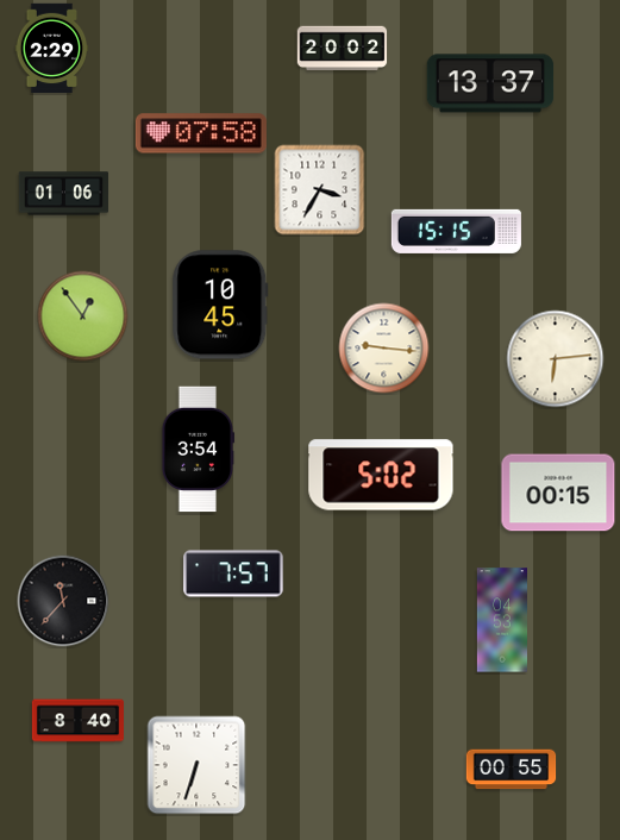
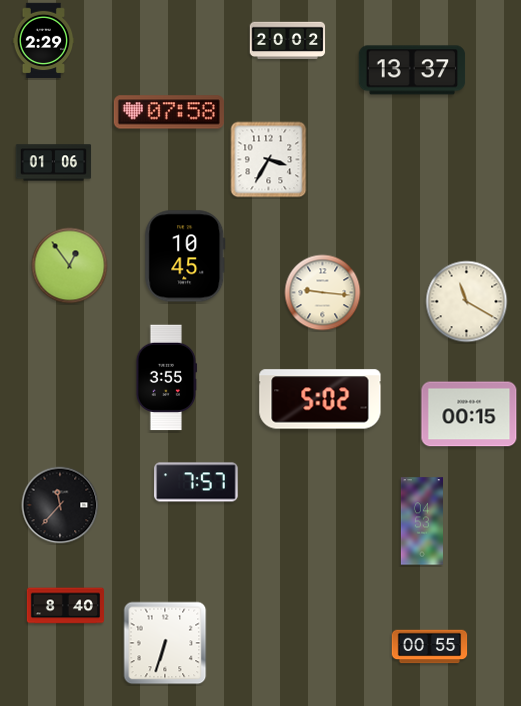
clock at (456, 231): 15:15 -> none
clock at (556, 359): 6:14 -> 11:20
clock at (198, 450): 3:54 -> 3:55
clock at (63, 601) position: (63, 601) -> (60, 505)
